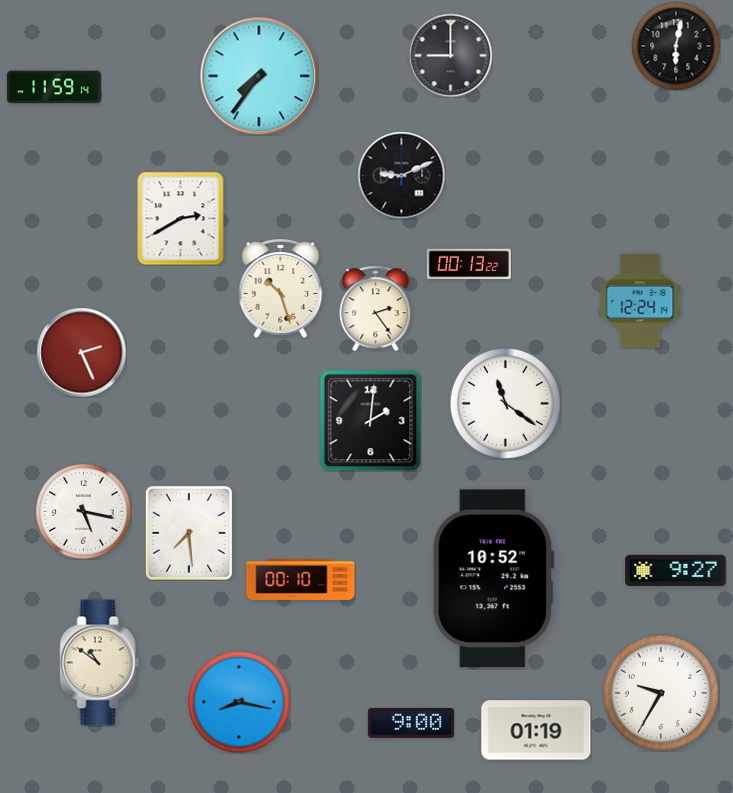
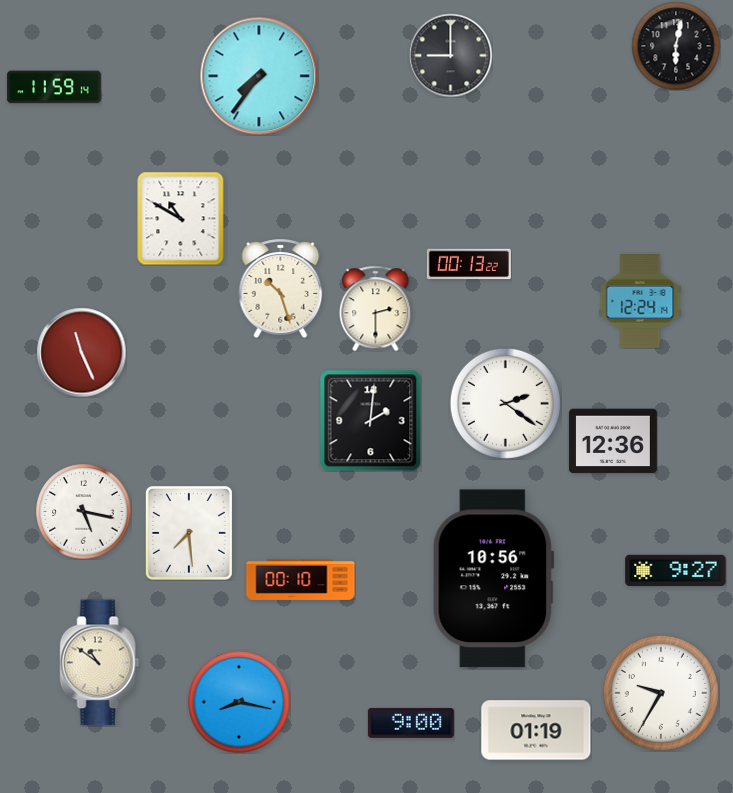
clock at (401, 175): 9:11 -> none
clock at (181, 218): 2:40 -> 10:50
clock at (376, 308): 2:24 -> 2:30
clock at (81, 352): 2:26 -> 11:26
clock at (505, 403): 11:21 -> 2:21
clock at (613, 441): none -> 12:36
clock at (493, 579): 10:52 -> 10:56
